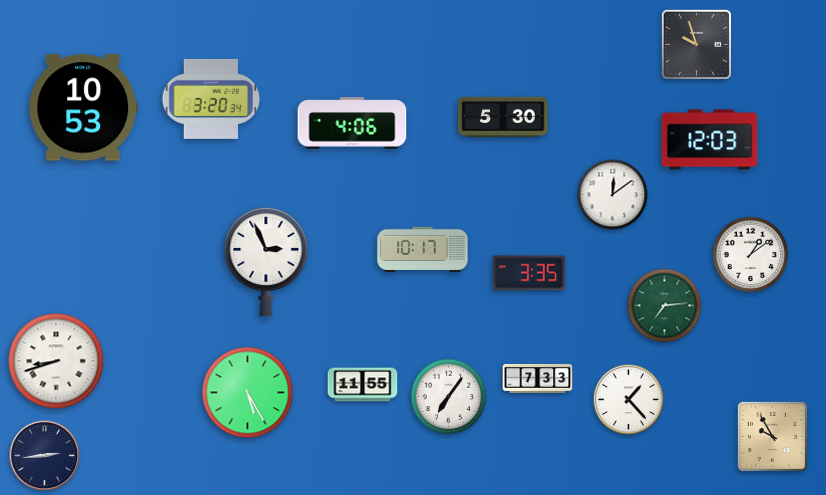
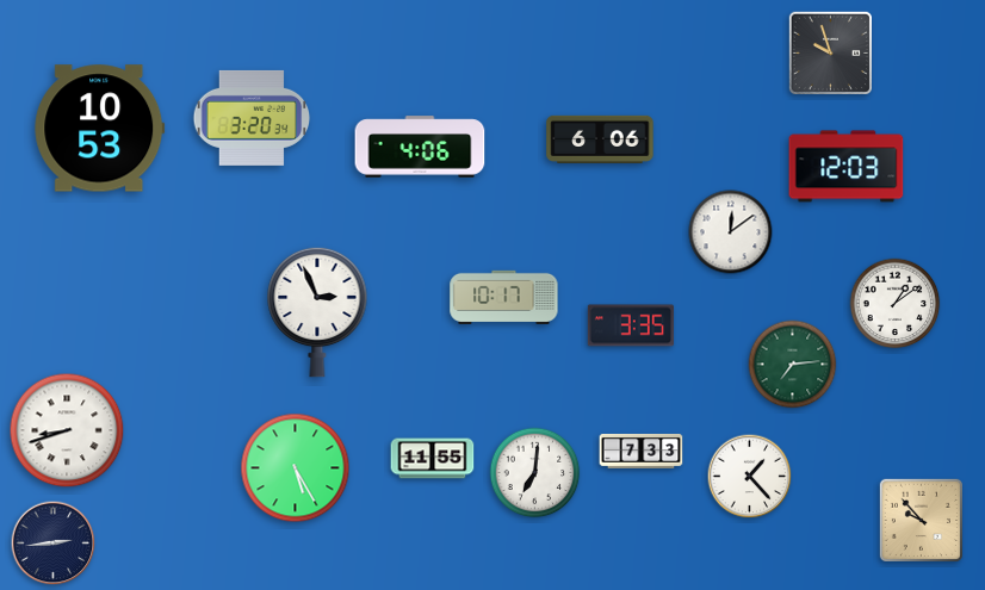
clock at (503, 117): 5:30 -> 6:06
clock at (449, 397): 7:06 -> 7:01
clock at (772, 436): 9:55 -> 9:53
